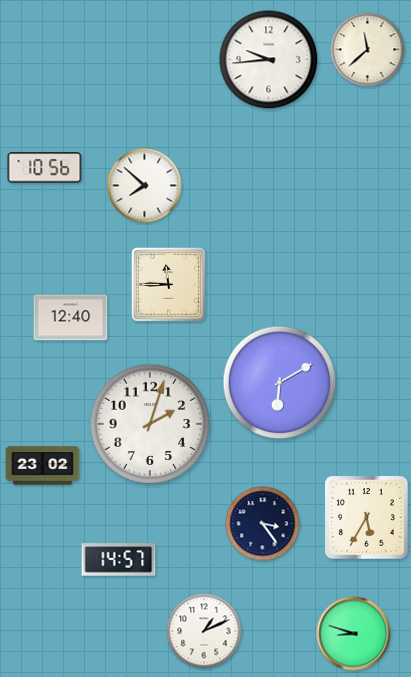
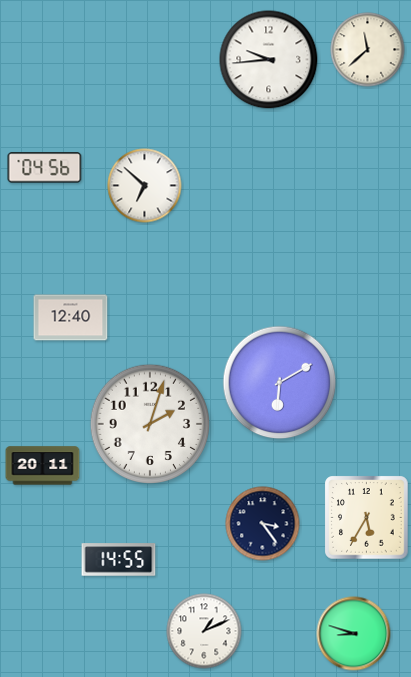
clock at (45, 168): 10:56 -> 04:56
clock at (145, 186): 7:52 -> 6:52
clock at (168, 284): 11:45 -> none
clock at (43, 466): 23:02 -> 20:11
clock at (119, 560): 14:57 -> 14:55
